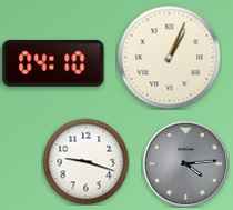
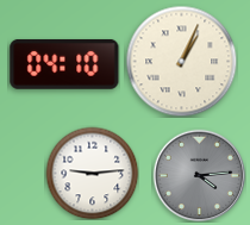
clock at (53, 63) position: (53, 63) -> (64, 64)
clock at (85, 161): 9:18 -> 9:14
